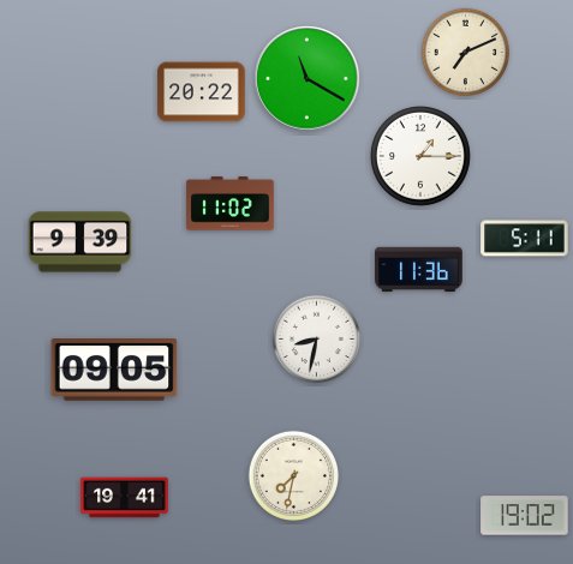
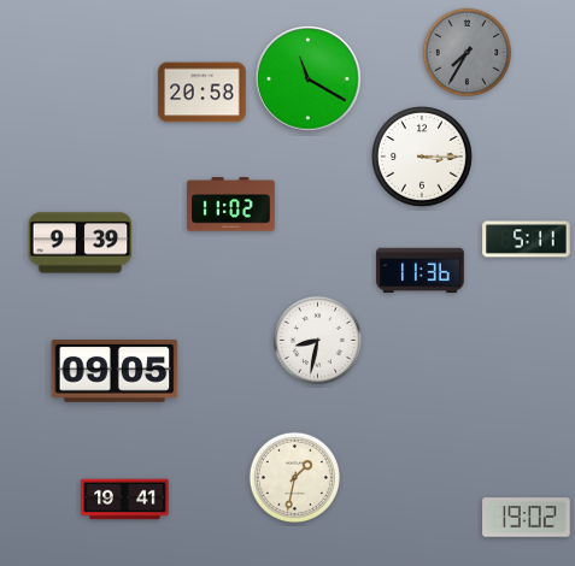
clock at (466, 53): 7:11 -> 7:35
clock at (466, 53) dial: cream -> grey
clock at (202, 92): 20:22 -> 20:58
clock at (422, 157): 1:15 -> 3:15
clock at (293, 475): 7:32 -> 1:32
